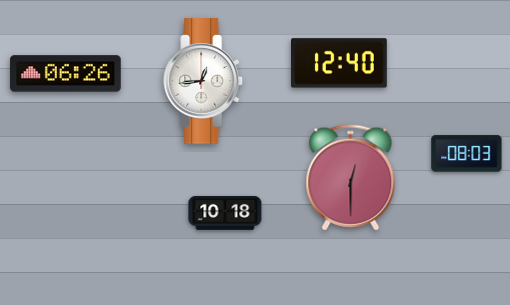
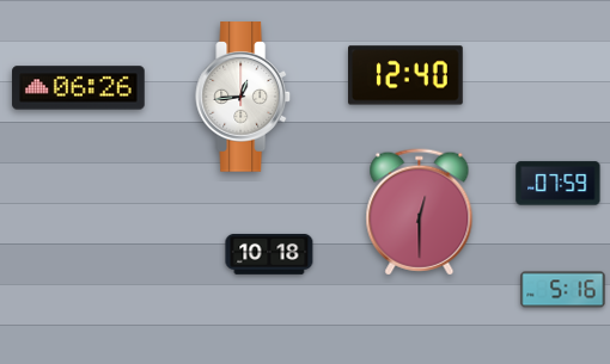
clock at (467, 154): 08:03 -> 07:59
clock at (563, 290): none -> 5:16
